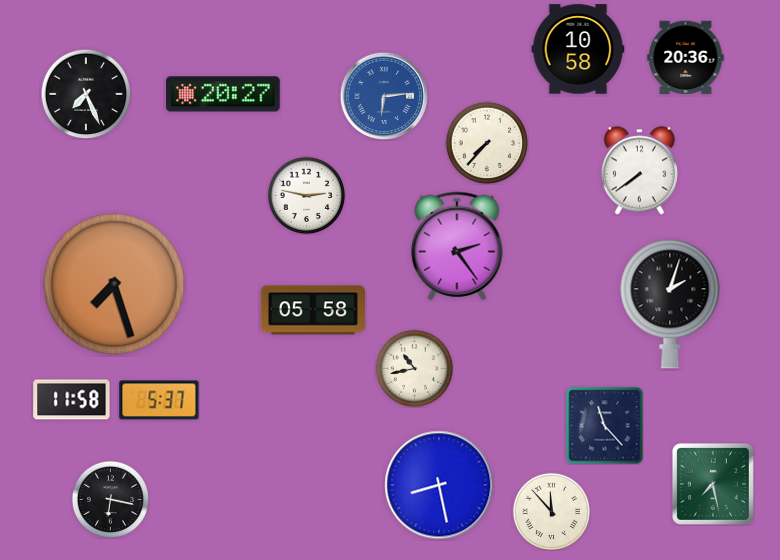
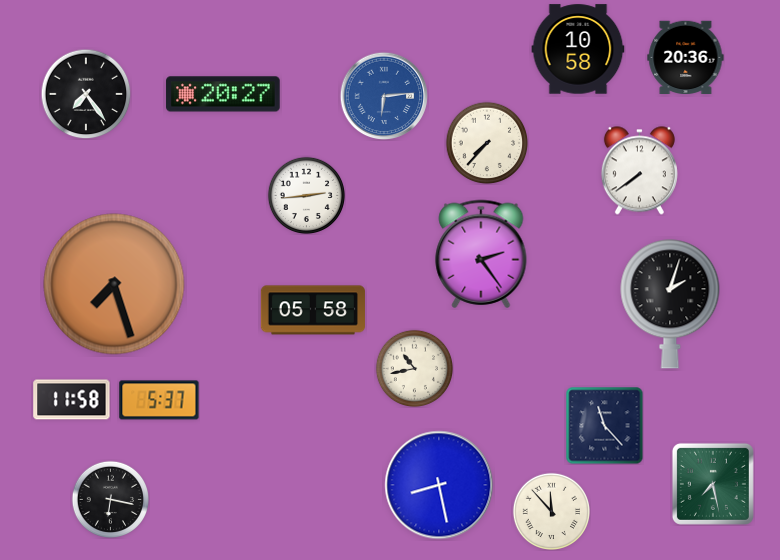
clock at (86, 94): 7:26 -> 7:24
clock at (306, 195): 2:47 -> 2:44
clock at (457, 246) position: (457, 246) -> (481, 254)
